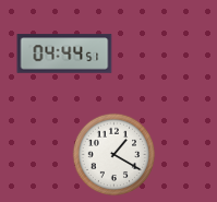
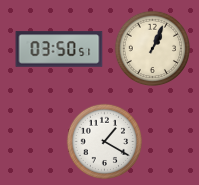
clock at (64, 54): 04:44 -> 03:50
clock at (153, 49): none -> 1:04
